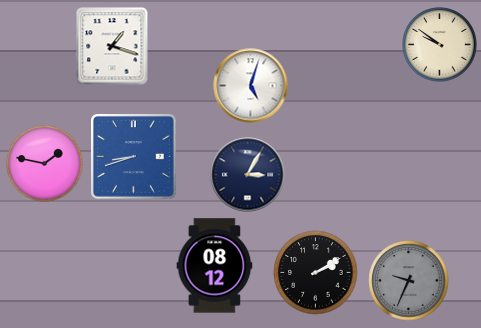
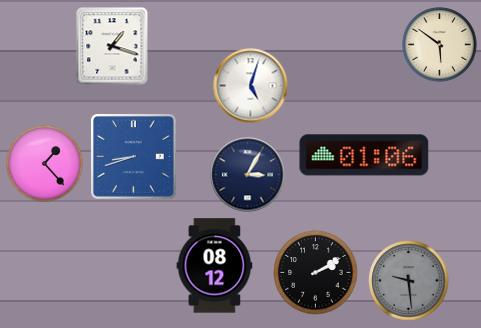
clock at (440, 45): 9:51 -> 5:51
clock at (364, 155): none -> 01:06
clock at (45, 164): 1:47 -> 1:23
clock at (409, 281): 9:34 -> 9:29
